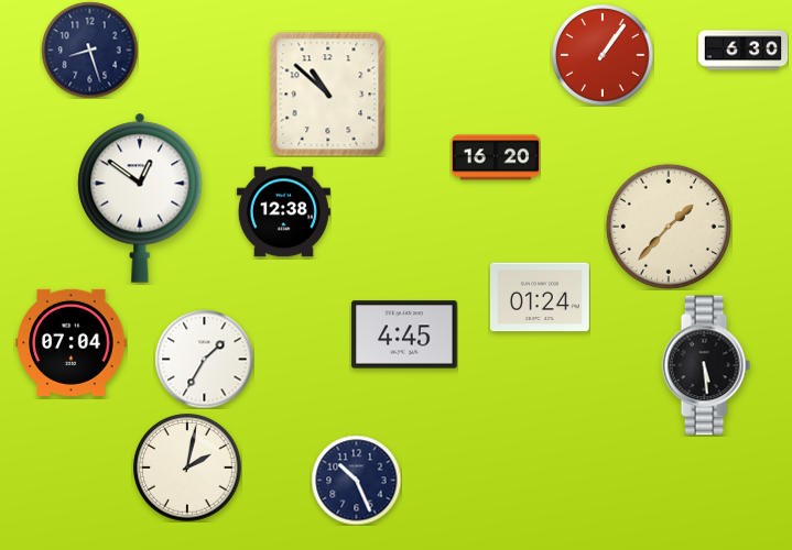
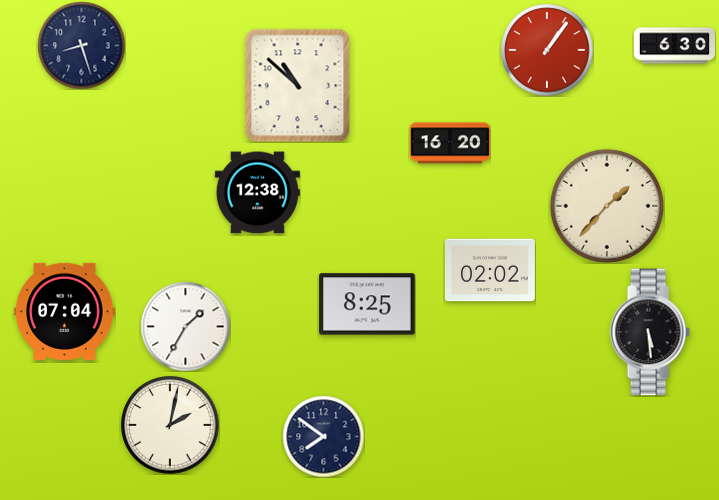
clock at (140, 198): 12:51 -> none
clock at (540, 297): 01:24 -> 02:02
clock at (404, 334): 4:45 -> 8:25
clock at (706, 365) position: (706, 365) -> (650, 332)
clock at (356, 480): 10:26 -> 7:51
